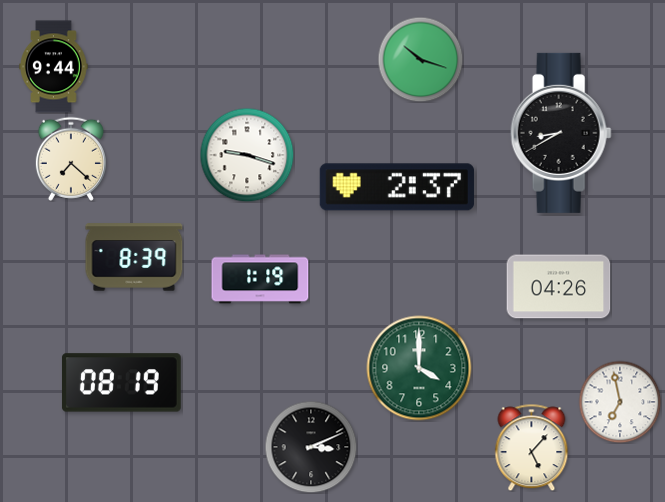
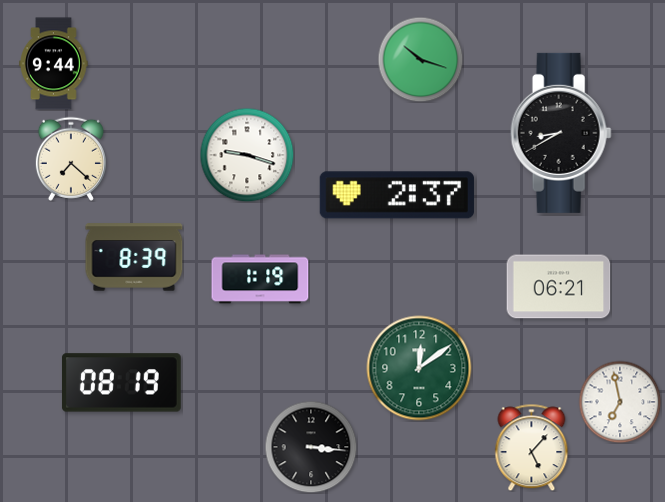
clock at (54, 67) position: (54, 67) -> (54, 64)
clock at (397, 187) position: (397, 187) -> (397, 195)
clock at (559, 287): 04:26 -> 06:21
clock at (419, 368): 4:00 -> 12:09
clock at (311, 447): 3:11 -> 3:16
